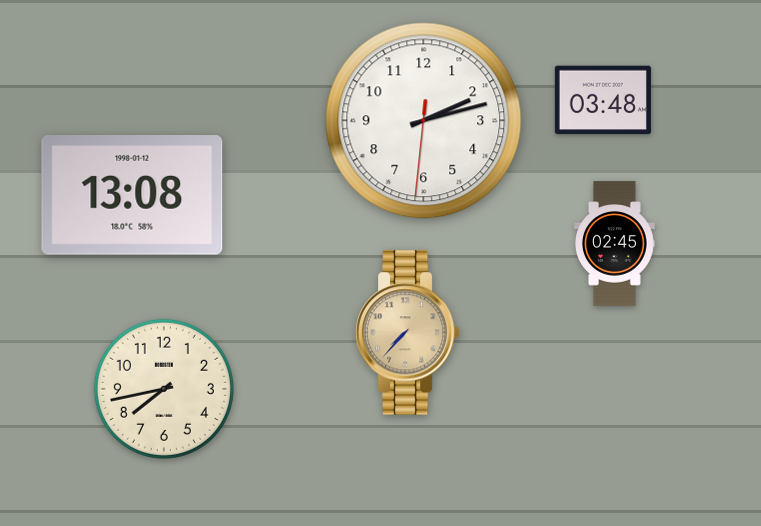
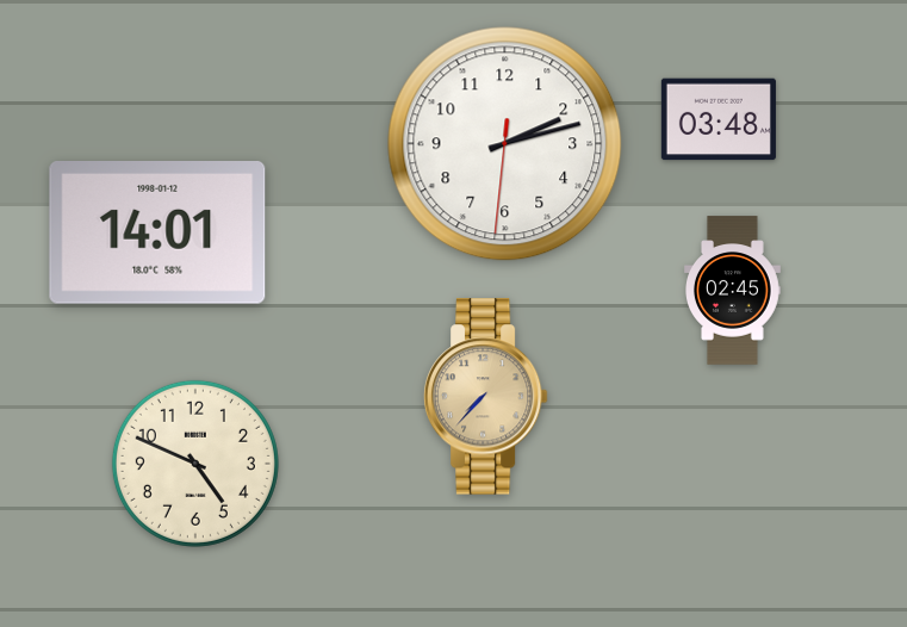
clock at (132, 196): 13:08 -> 14:01
clock at (164, 389): 7:43 -> 4:49
